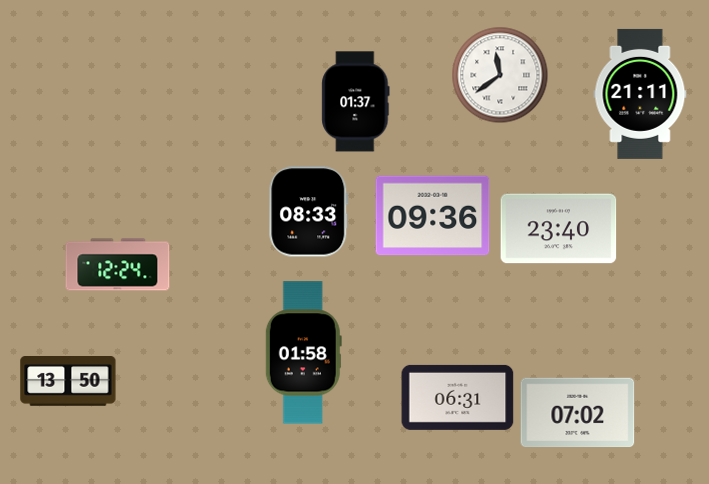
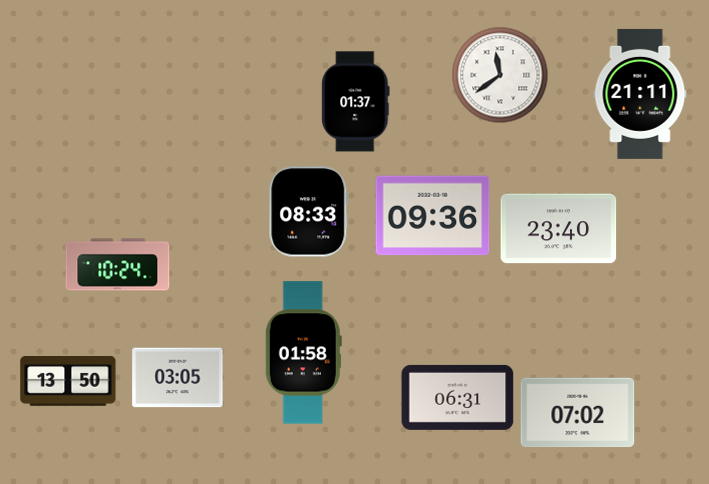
clock at (118, 265): 12:24 -> 10:24
clock at (178, 378): none -> 03:05
